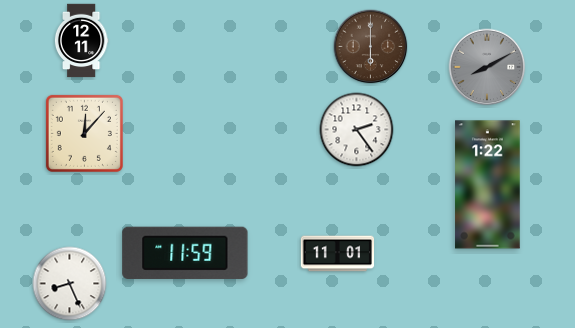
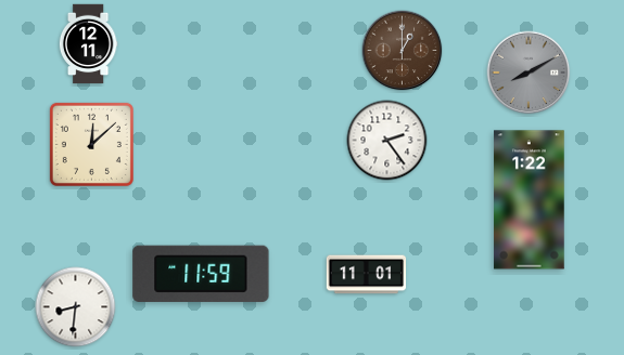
clock at (371, 47): 6:00 -> 1:00
clock at (84, 133): 12:07 -> 12:08
clock at (70, 284): 8:26 -> 8:31
